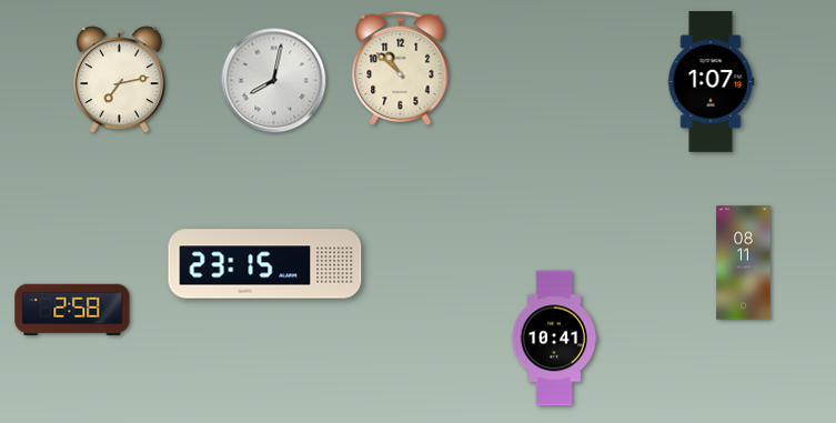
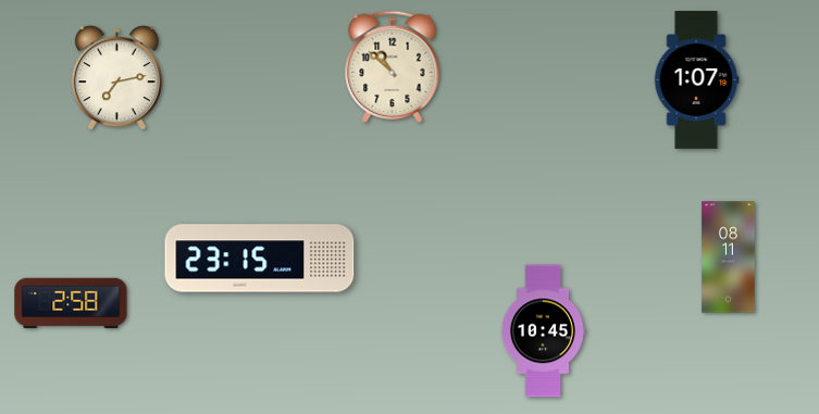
clock at (274, 81): 8:02 -> none
clock at (554, 339): 10:41 -> 10:45
